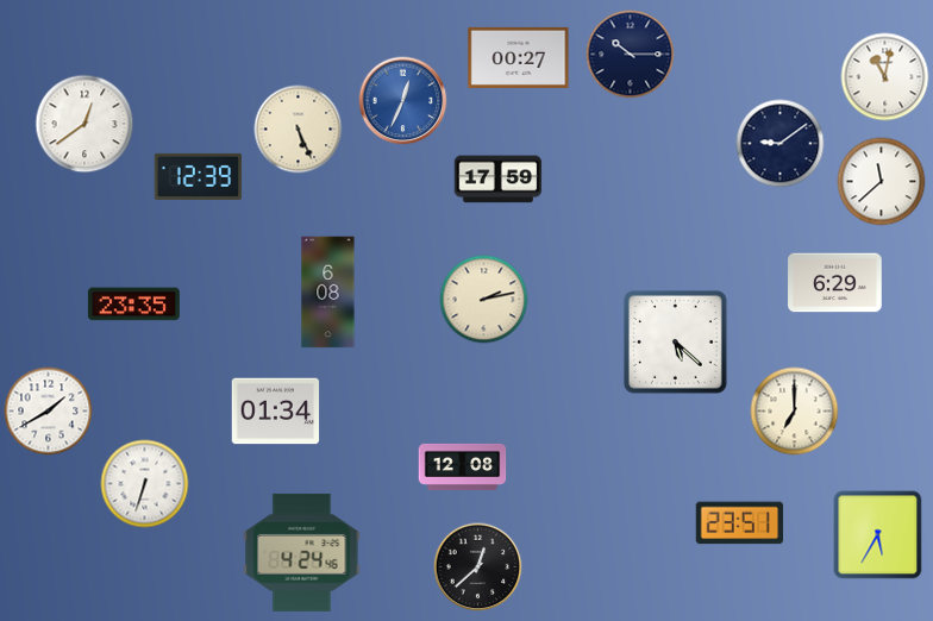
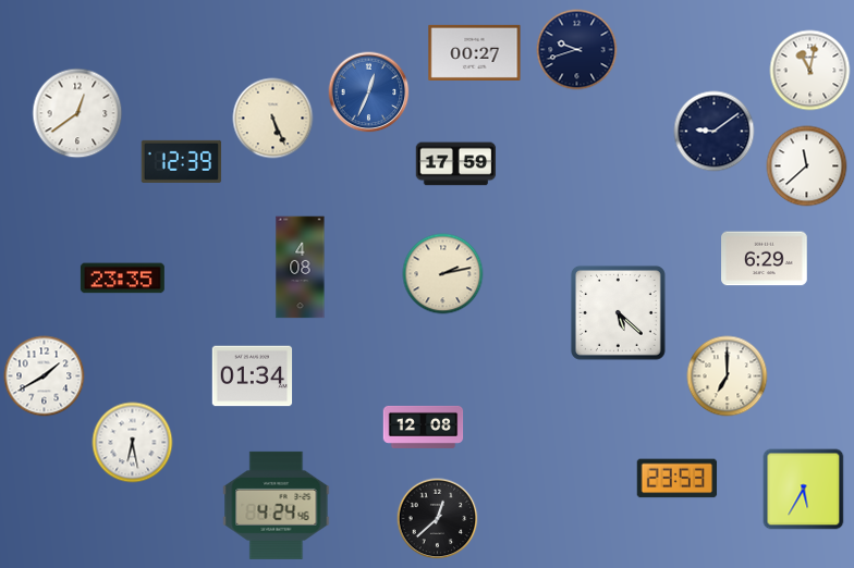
clock at (631, 55): 10:15 -> 9:42
clock at (328, 293): 6:08 -> 4:08
clock at (145, 484): 6:33 -> 6:28
clock at (740, 523): 23:51 -> 23:53
